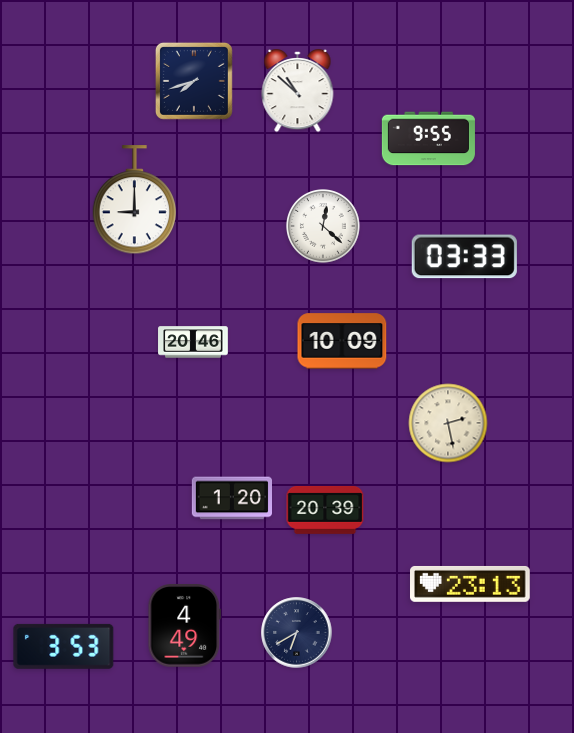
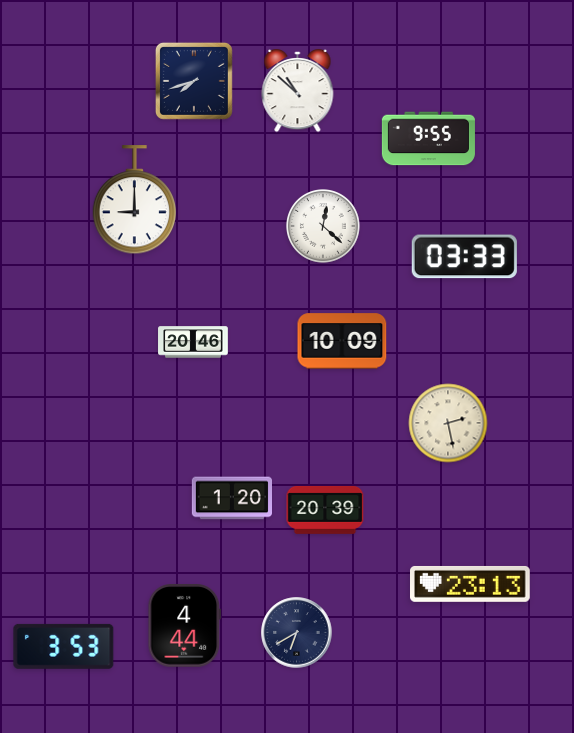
clock at (185, 626): 4:49 -> 4:44
